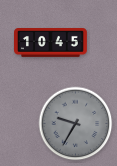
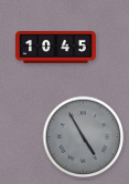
clock at (76, 124): 9:35 -> 4:55
